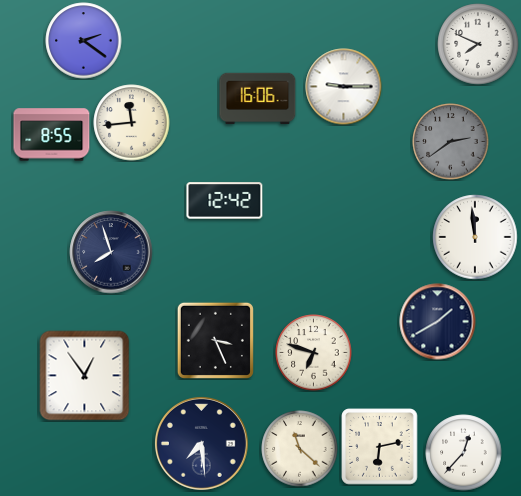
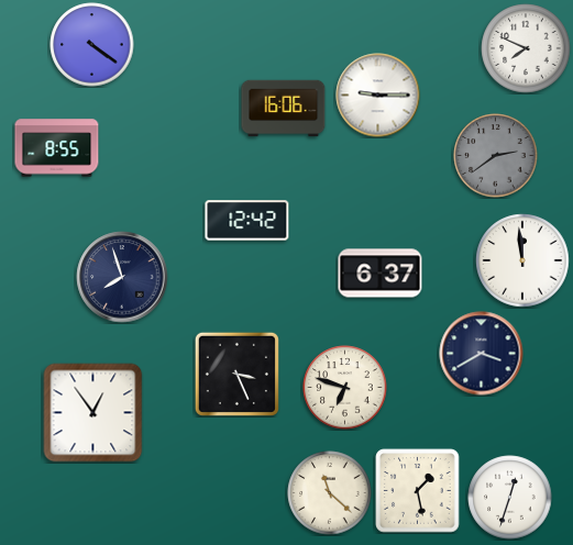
clock at (84, 41): 2:21 -> 4:21
clock at (132, 123): 11:44 -> none
clock at (381, 274): none -> 6:37
clock at (438, 322): 1:40 -> 3:40
clock at (201, 443): 7:29 -> none
clock at (380, 447): 6:13 -> 1:28
clock at (464, 453): 12:37 -> 12:33
